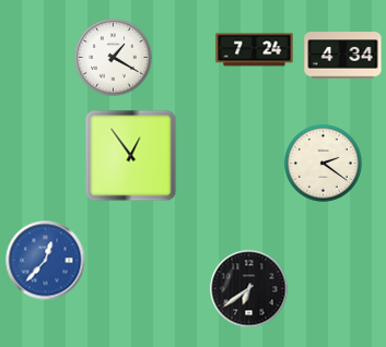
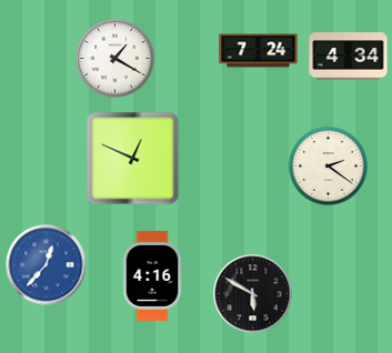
clock at (131, 156): 12:54 -> 12:49
clock at (152, 275): none -> 4:16
clock at (249, 289): 6:39 -> 5:50
